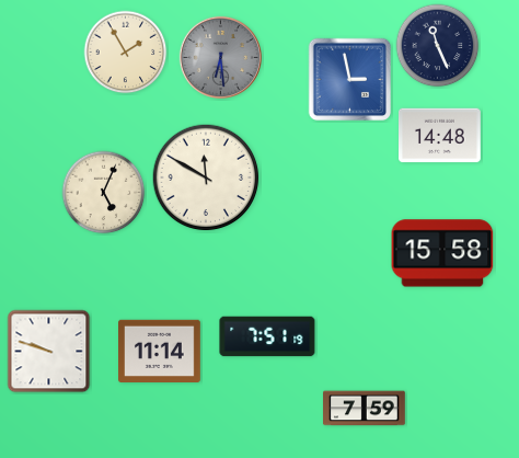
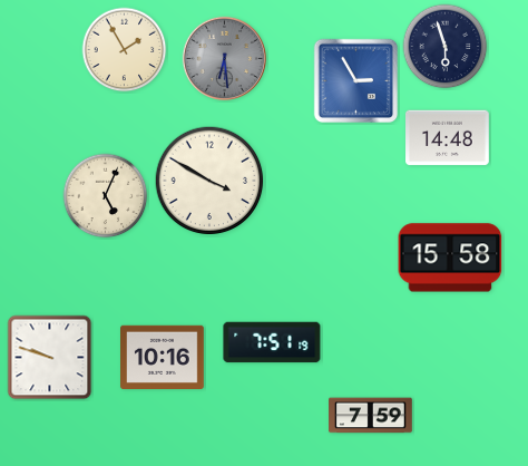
clock at (438, 46): 11:26 -> 5:57
clock at (126, 53) position: (126, 53) -> (125, 50)
clock at (350, 80): 2:58 -> 2:55
clock at (206, 178): 11:50 -> 3:50
clock at (160, 351): 11:14 -> 10:16
